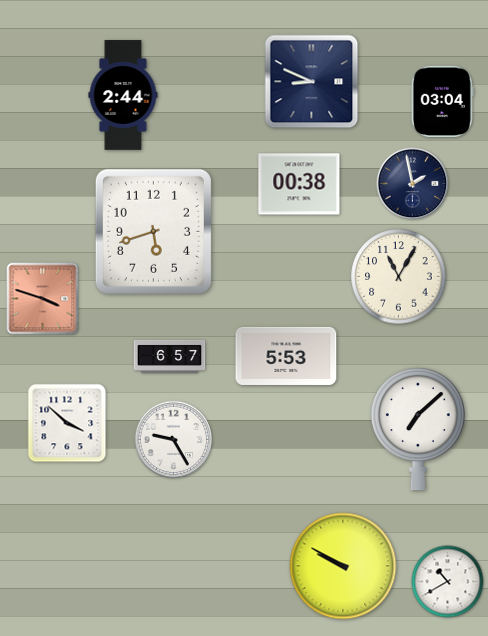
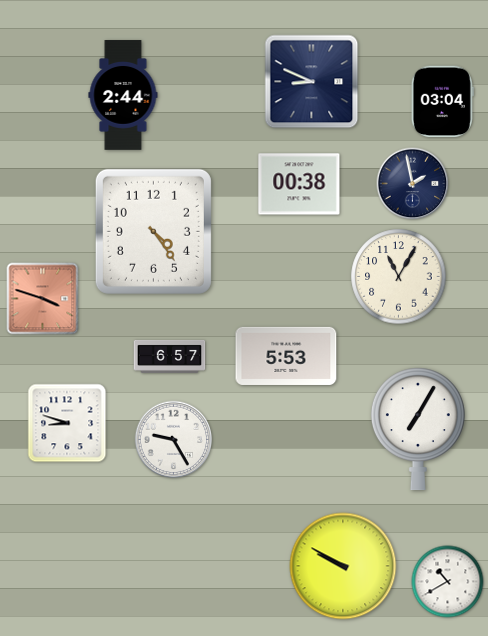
clock at (153, 231): 5:42 -> 4:24
clock at (67, 423): 3:52 -> 8:48
clock at (418, 429): 7:08 -> 7:05
